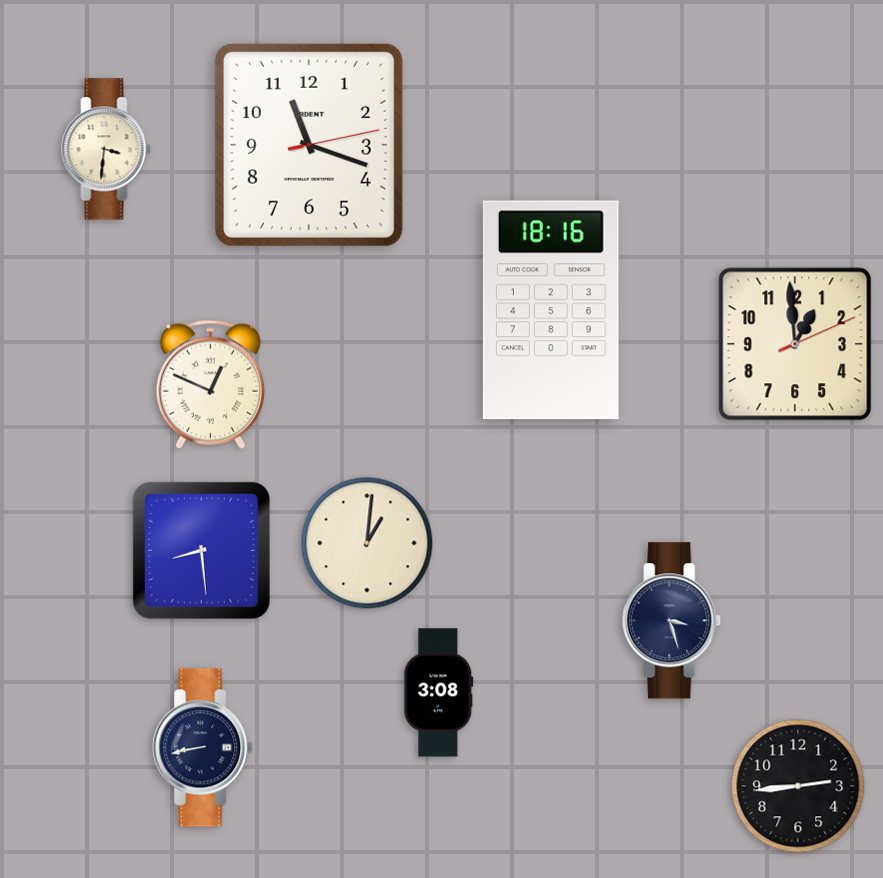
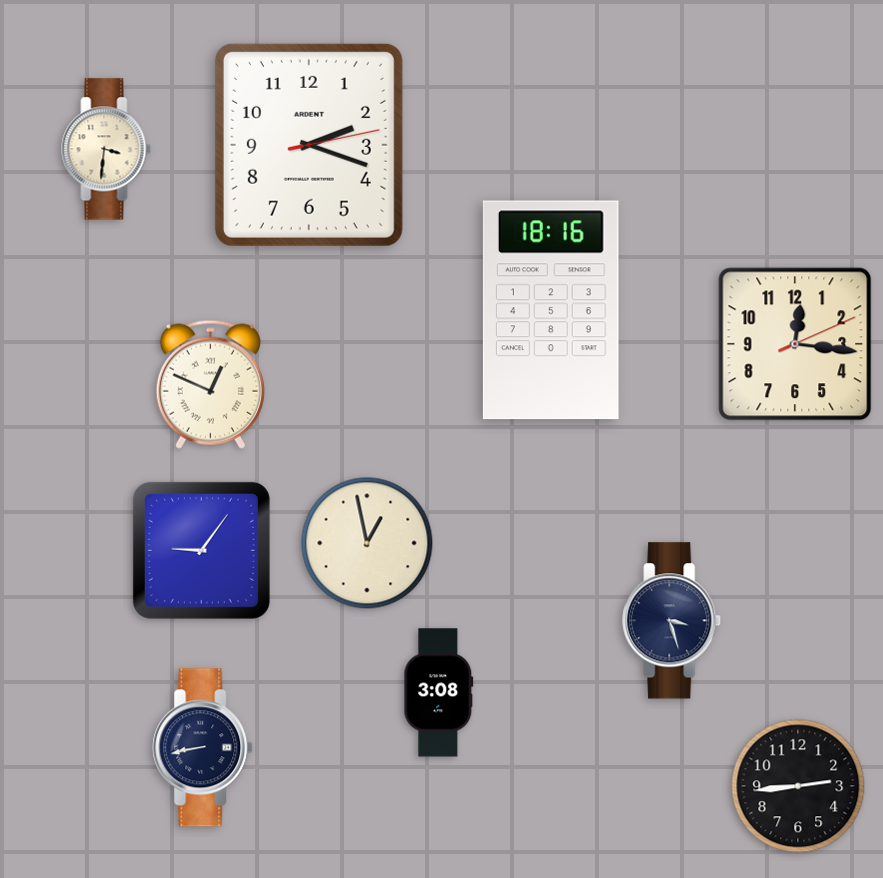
clock at (309, 145): 11:18 -> 2:18
clock at (795, 344): 12:59 -> 12:16
clock at (367, 543): 1:01 -> 12:58
clock at (201, 550): 8:29 -> 9:06
